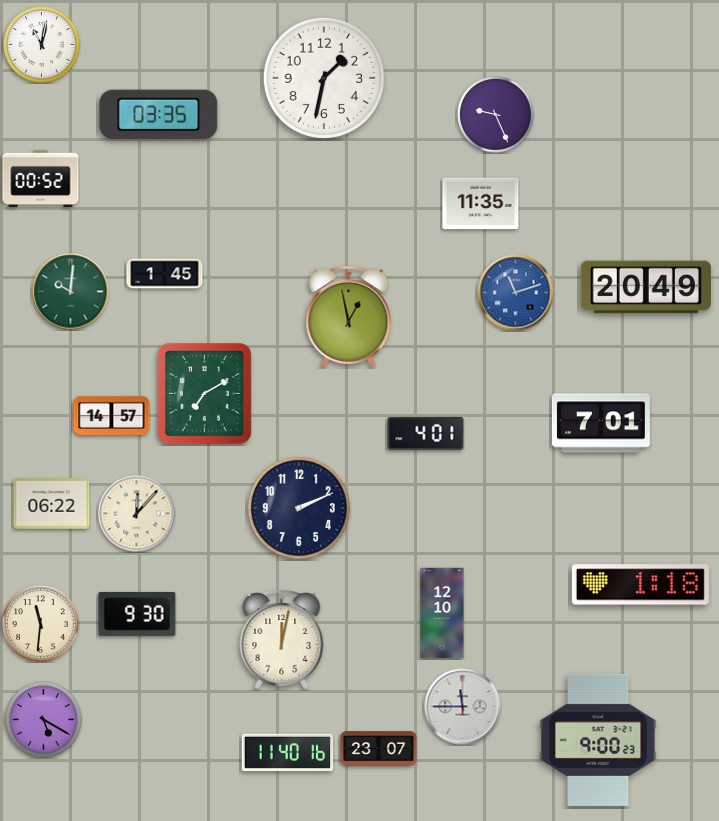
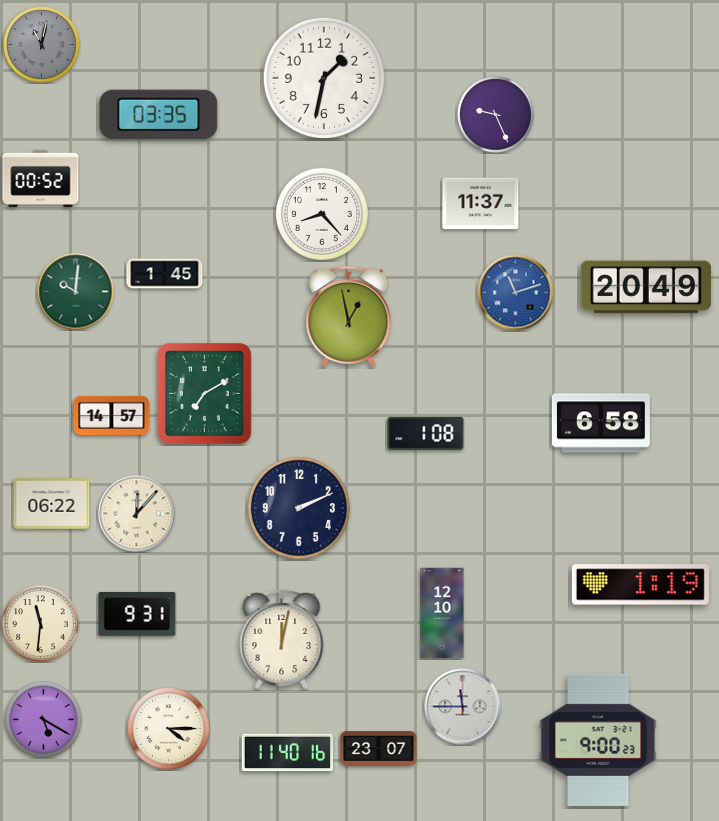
clock at (42, 45) dial: white -> grey
clock at (481, 204): 11:35 -> 11:37
clock at (322, 214): none -> 8:23
clock at (71, 292) position: (71, 292) -> (76, 292)
clock at (601, 423): 7:01 -> 6:58
clock at (426, 433): 4:01 -> 1:08
clock at (640, 585): 1:18 -> 1:19
clock at (137, 614): 9:30 -> 9:31
clock at (169, 729): none -> 4:15
